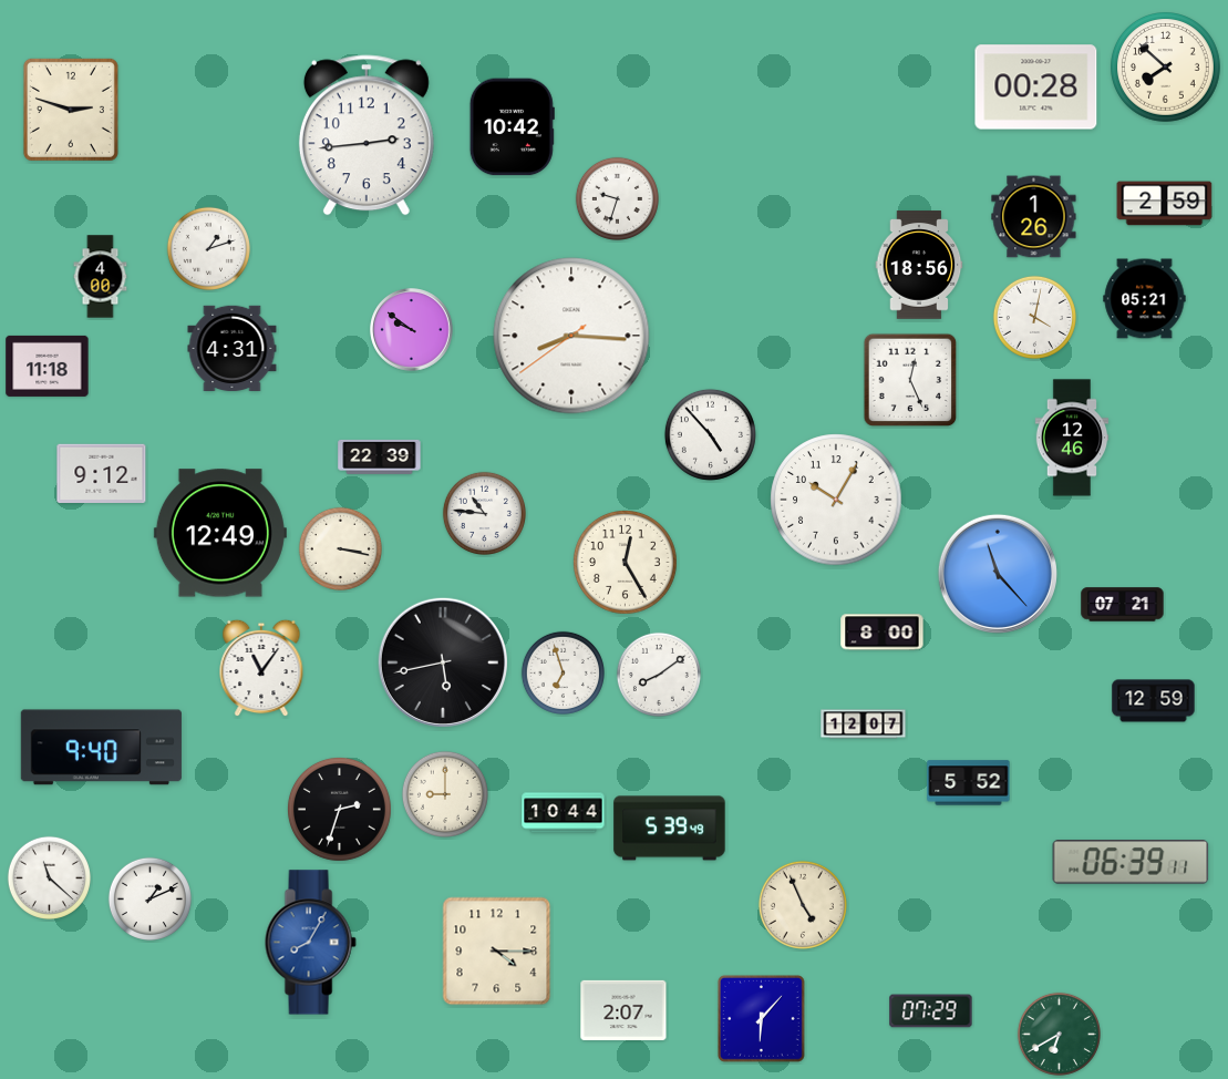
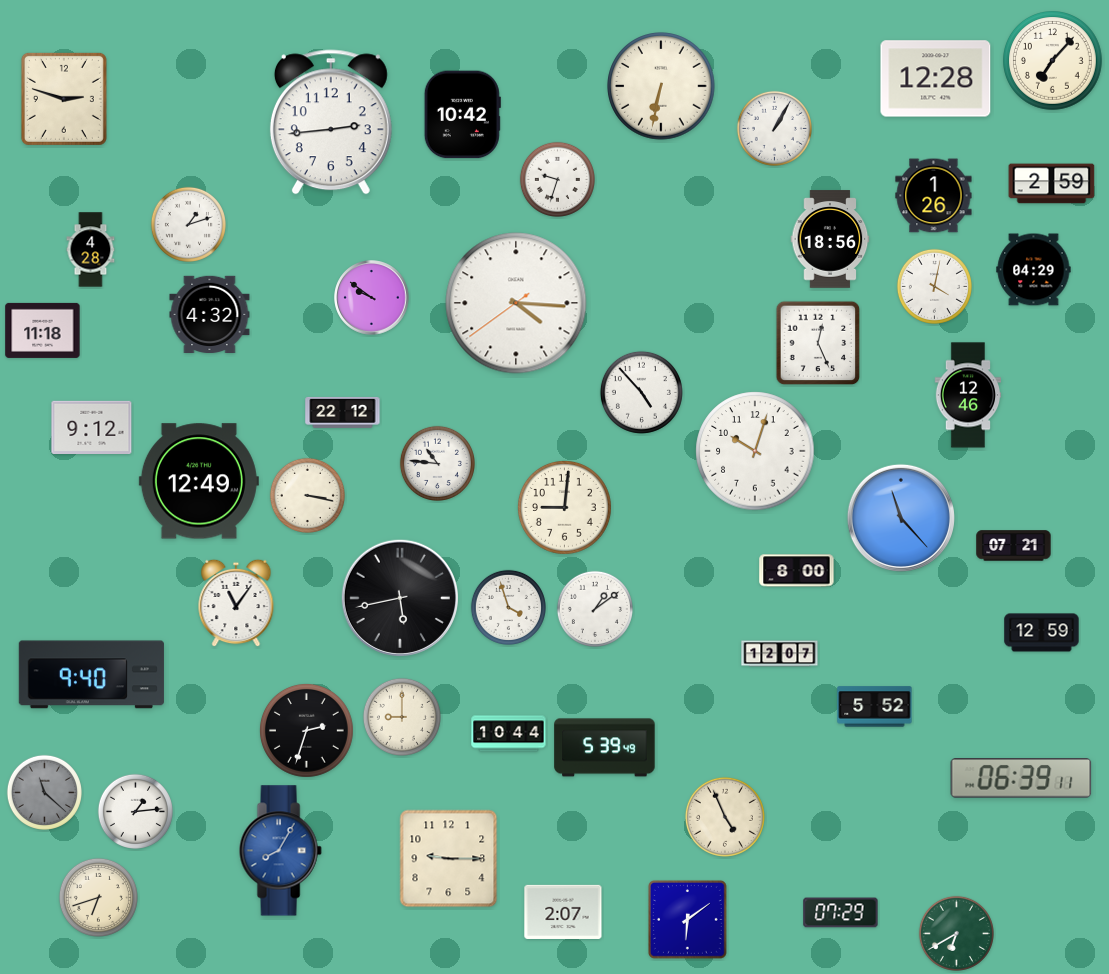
clock at (1166, 68): 7:52 -> 7:07
clock at (1036, 88): 00:28 -> 12:28
clock at (661, 86): none -> 6:32
clock at (774, 128): none -> 1:05
clock at (101, 277): 4:00 -> 4:28
clock at (1145, 299): 05:21 -> 04:29
clock at (571, 336): 8:15 -> 4:15
clock at (233, 348): 4:31 -> 4:32
clock at (910, 380) position: (910, 380) -> (818, 343)
clock at (380, 456): 22:39 -> 22:12
clock at (836, 500): 10:05 -> 10:03
clock at (625, 562): 12:25 -> 9:01
clock at (563, 672): 6:57 -> 3:57
clock at (659, 675): 8:09 -> 1:09
clock at (49, 877) dial: white -> grey
clock at (149, 898): 1:11 -> 1:14
clock at (497, 952): 4:15 -> 9:15
clock at (98, 897): none -> 6:42
clock at (762, 1019): 6:07 -> 6:09
